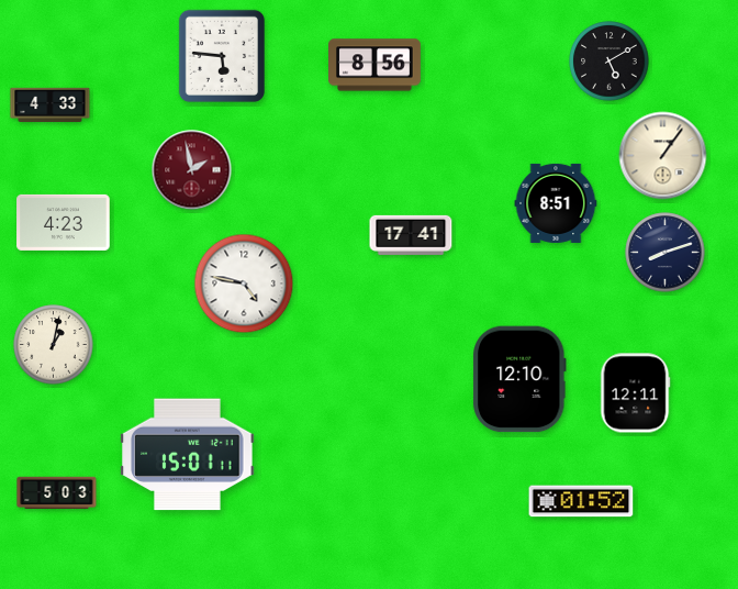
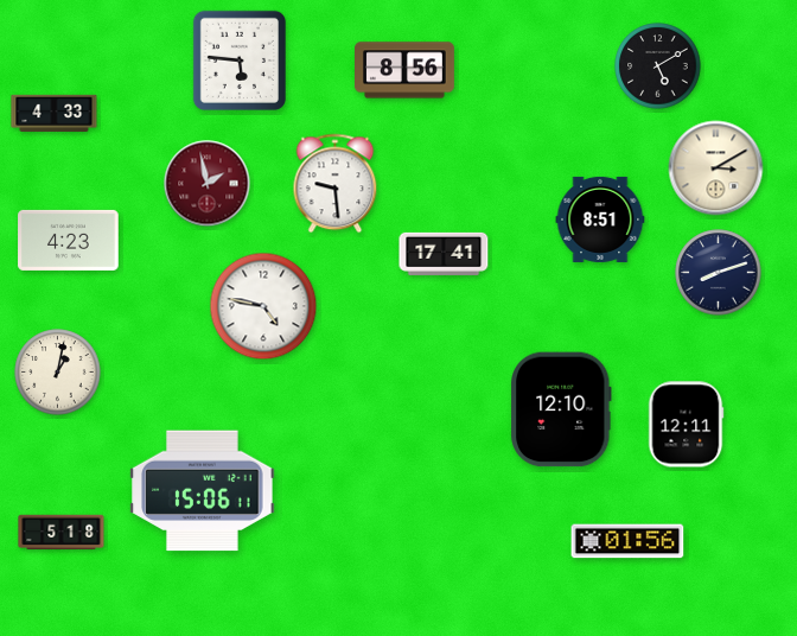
clock at (663, 156): 1:06 -> 3:10
clock at (336, 184): none -> 9:29
clock at (188, 455): 15:01 -> 15:06
clock at (57, 493): 5:03 -> 5:18
clock at (581, 501): 01:52 -> 01:56
